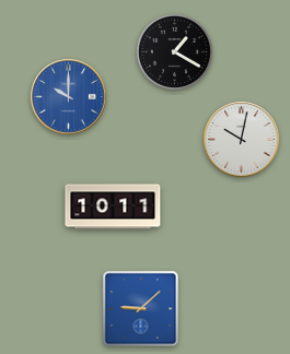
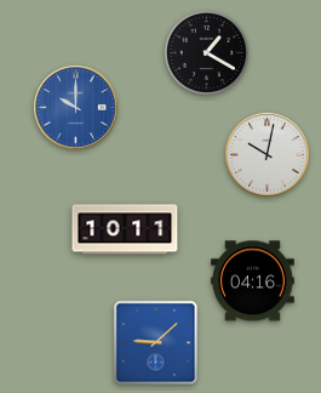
clock at (174, 51) position: (174, 51) -> (206, 52)
clock at (253, 281): none -> 04:16
